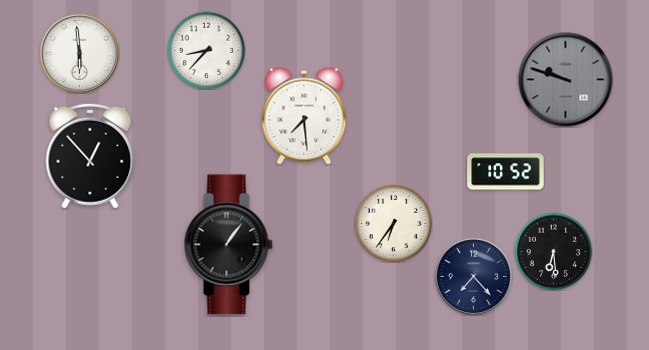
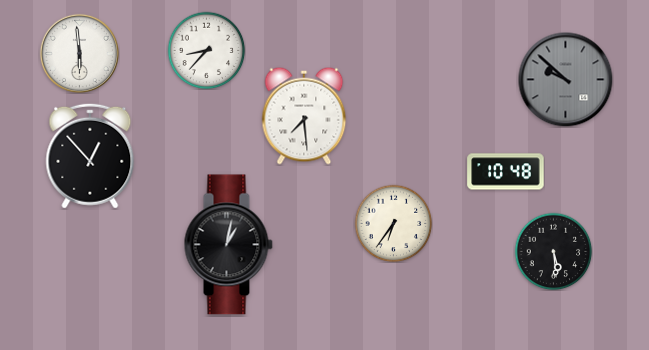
clock at (565, 79): 9:48 -> 9:52
clock at (506, 172): 10:52 -> 10:48
clock at (228, 245): 1:06 -> 1:02
clock at (553, 251): 6:29 -> 5:29
clock at (473, 276): 7:23 -> none
